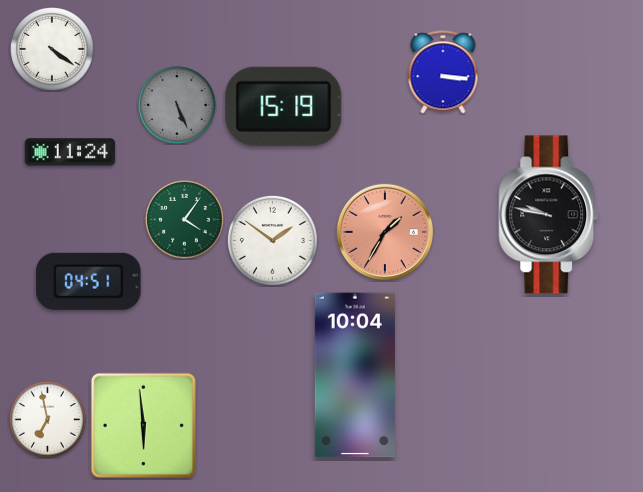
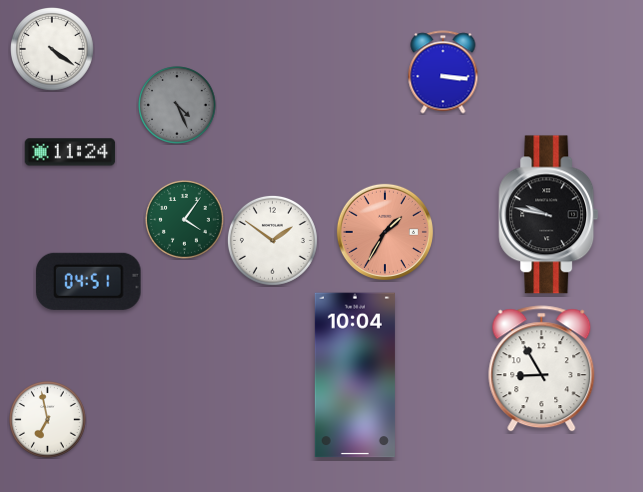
clock at (177, 105): 5:26 -> 4:26
clock at (284, 106): 15:19 -> none
clock at (542, 369): none -> 8:55
clock at (143, 425): 5:59 -> none
